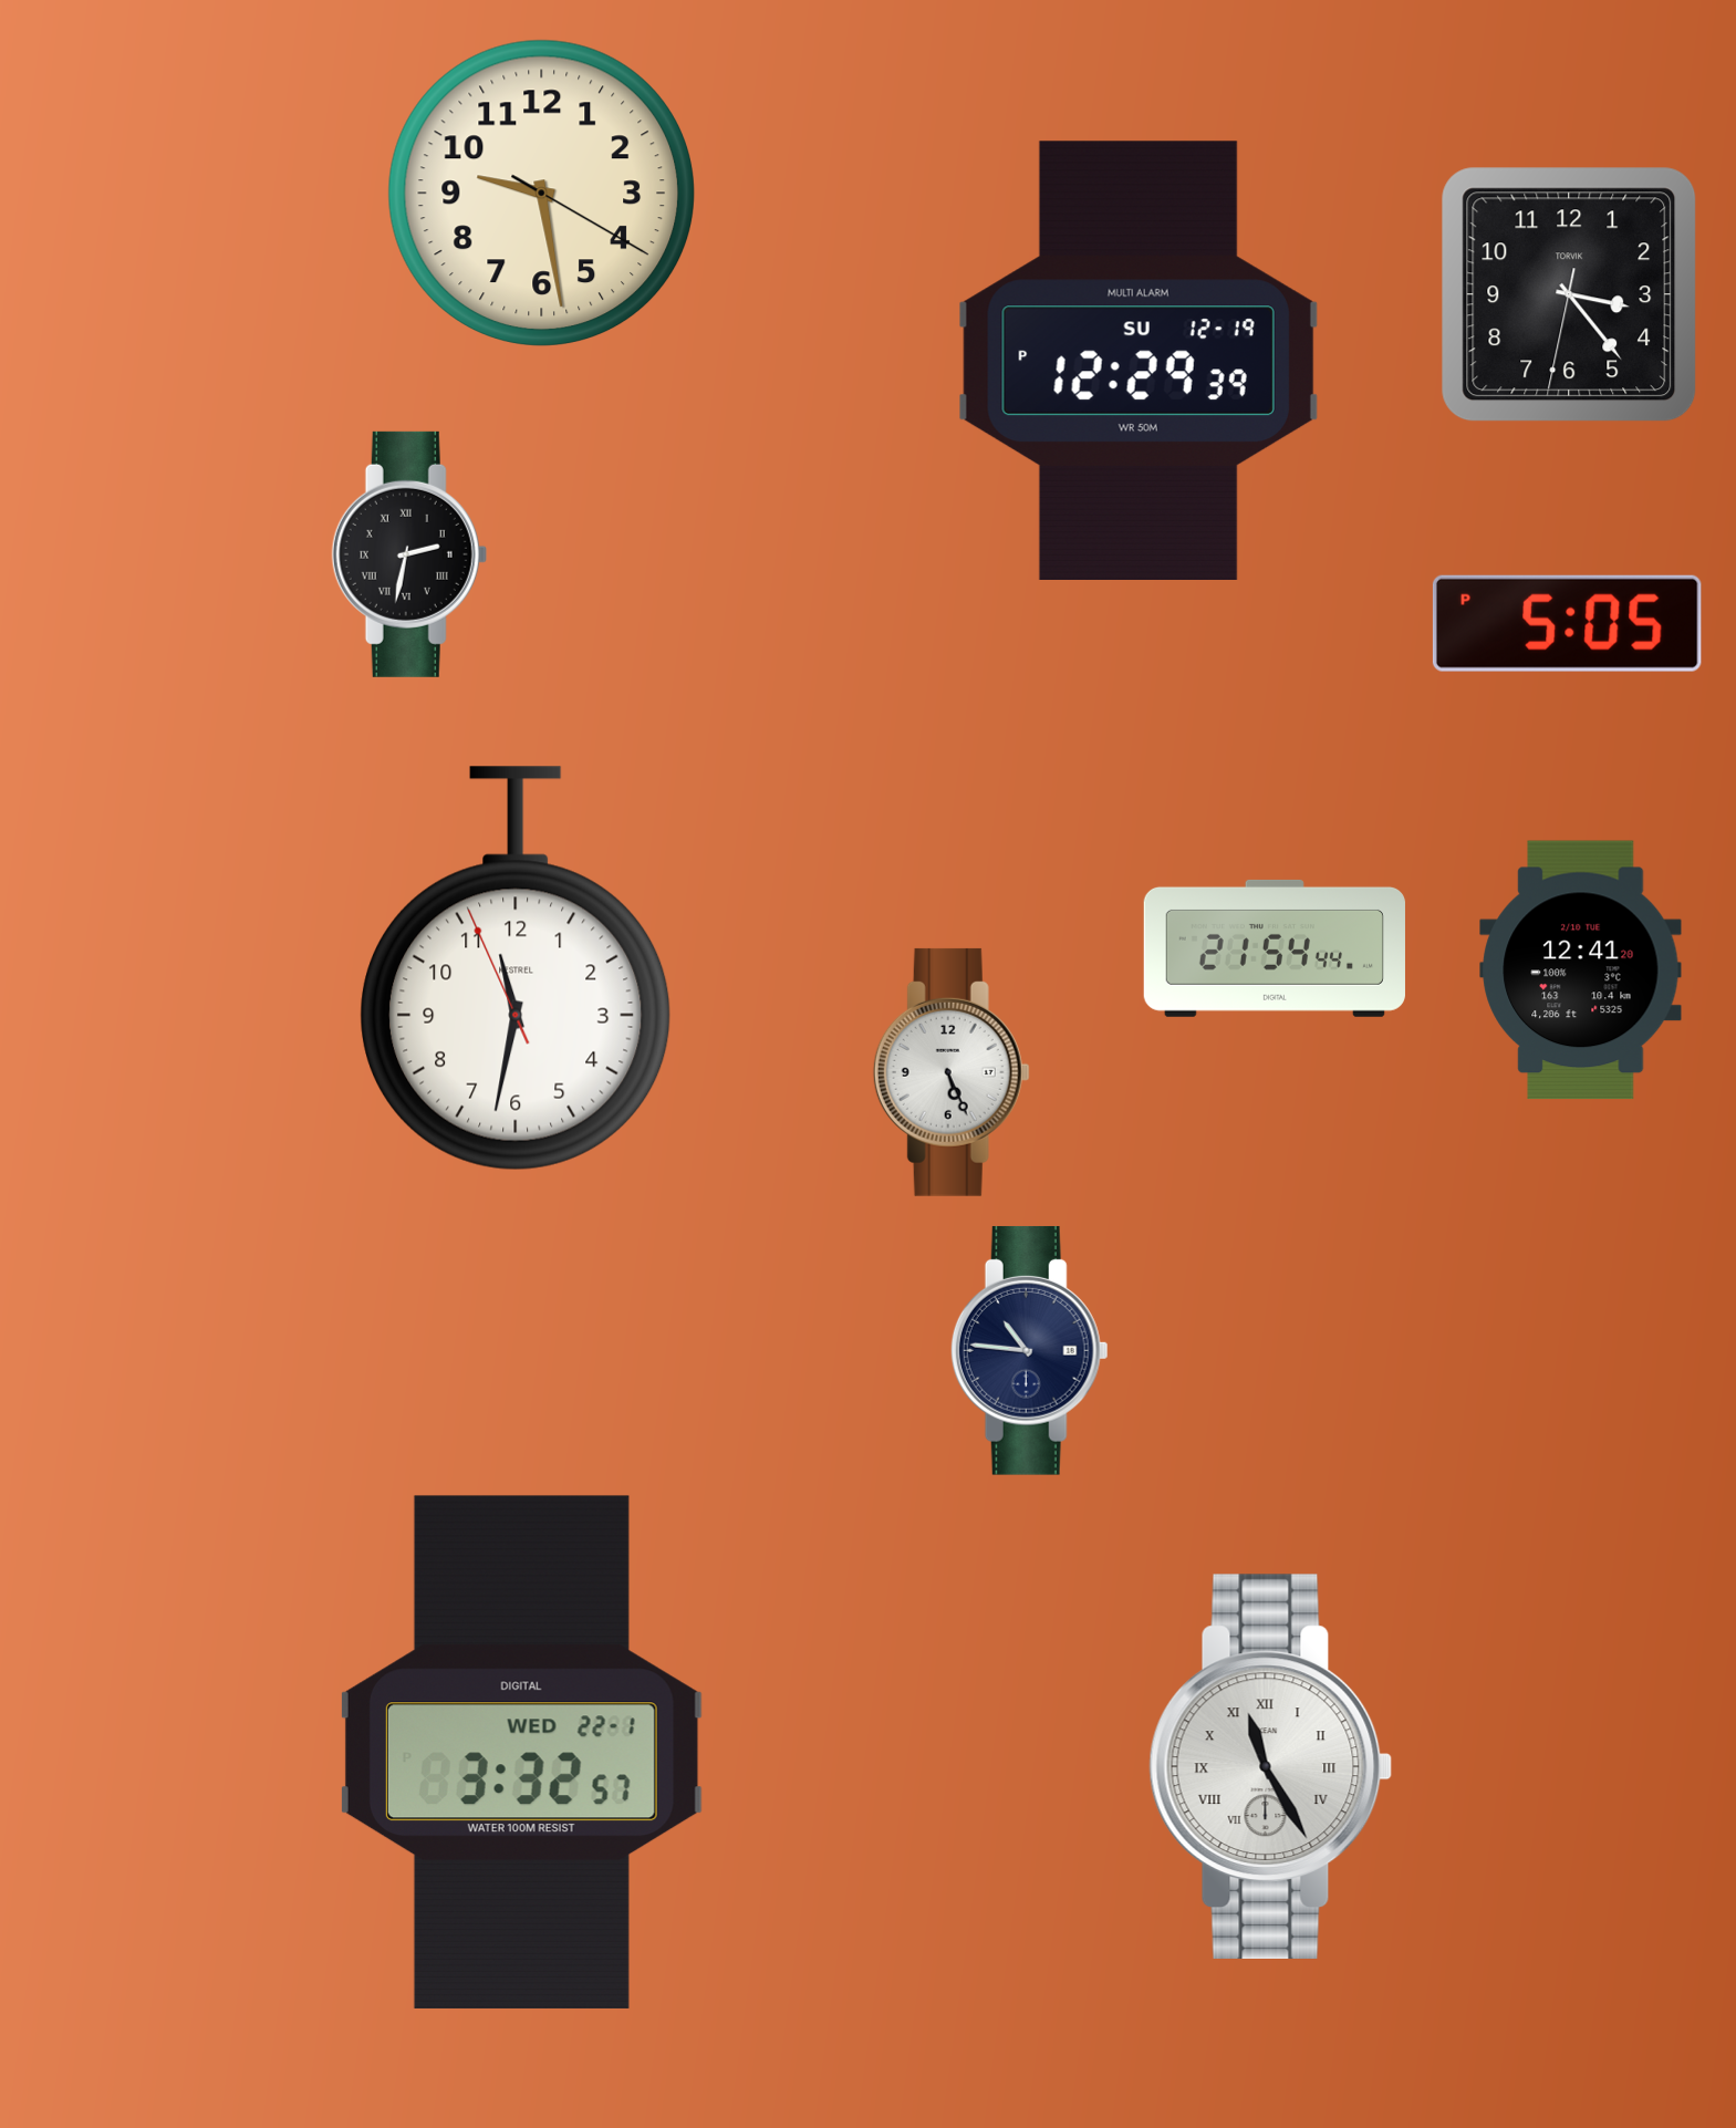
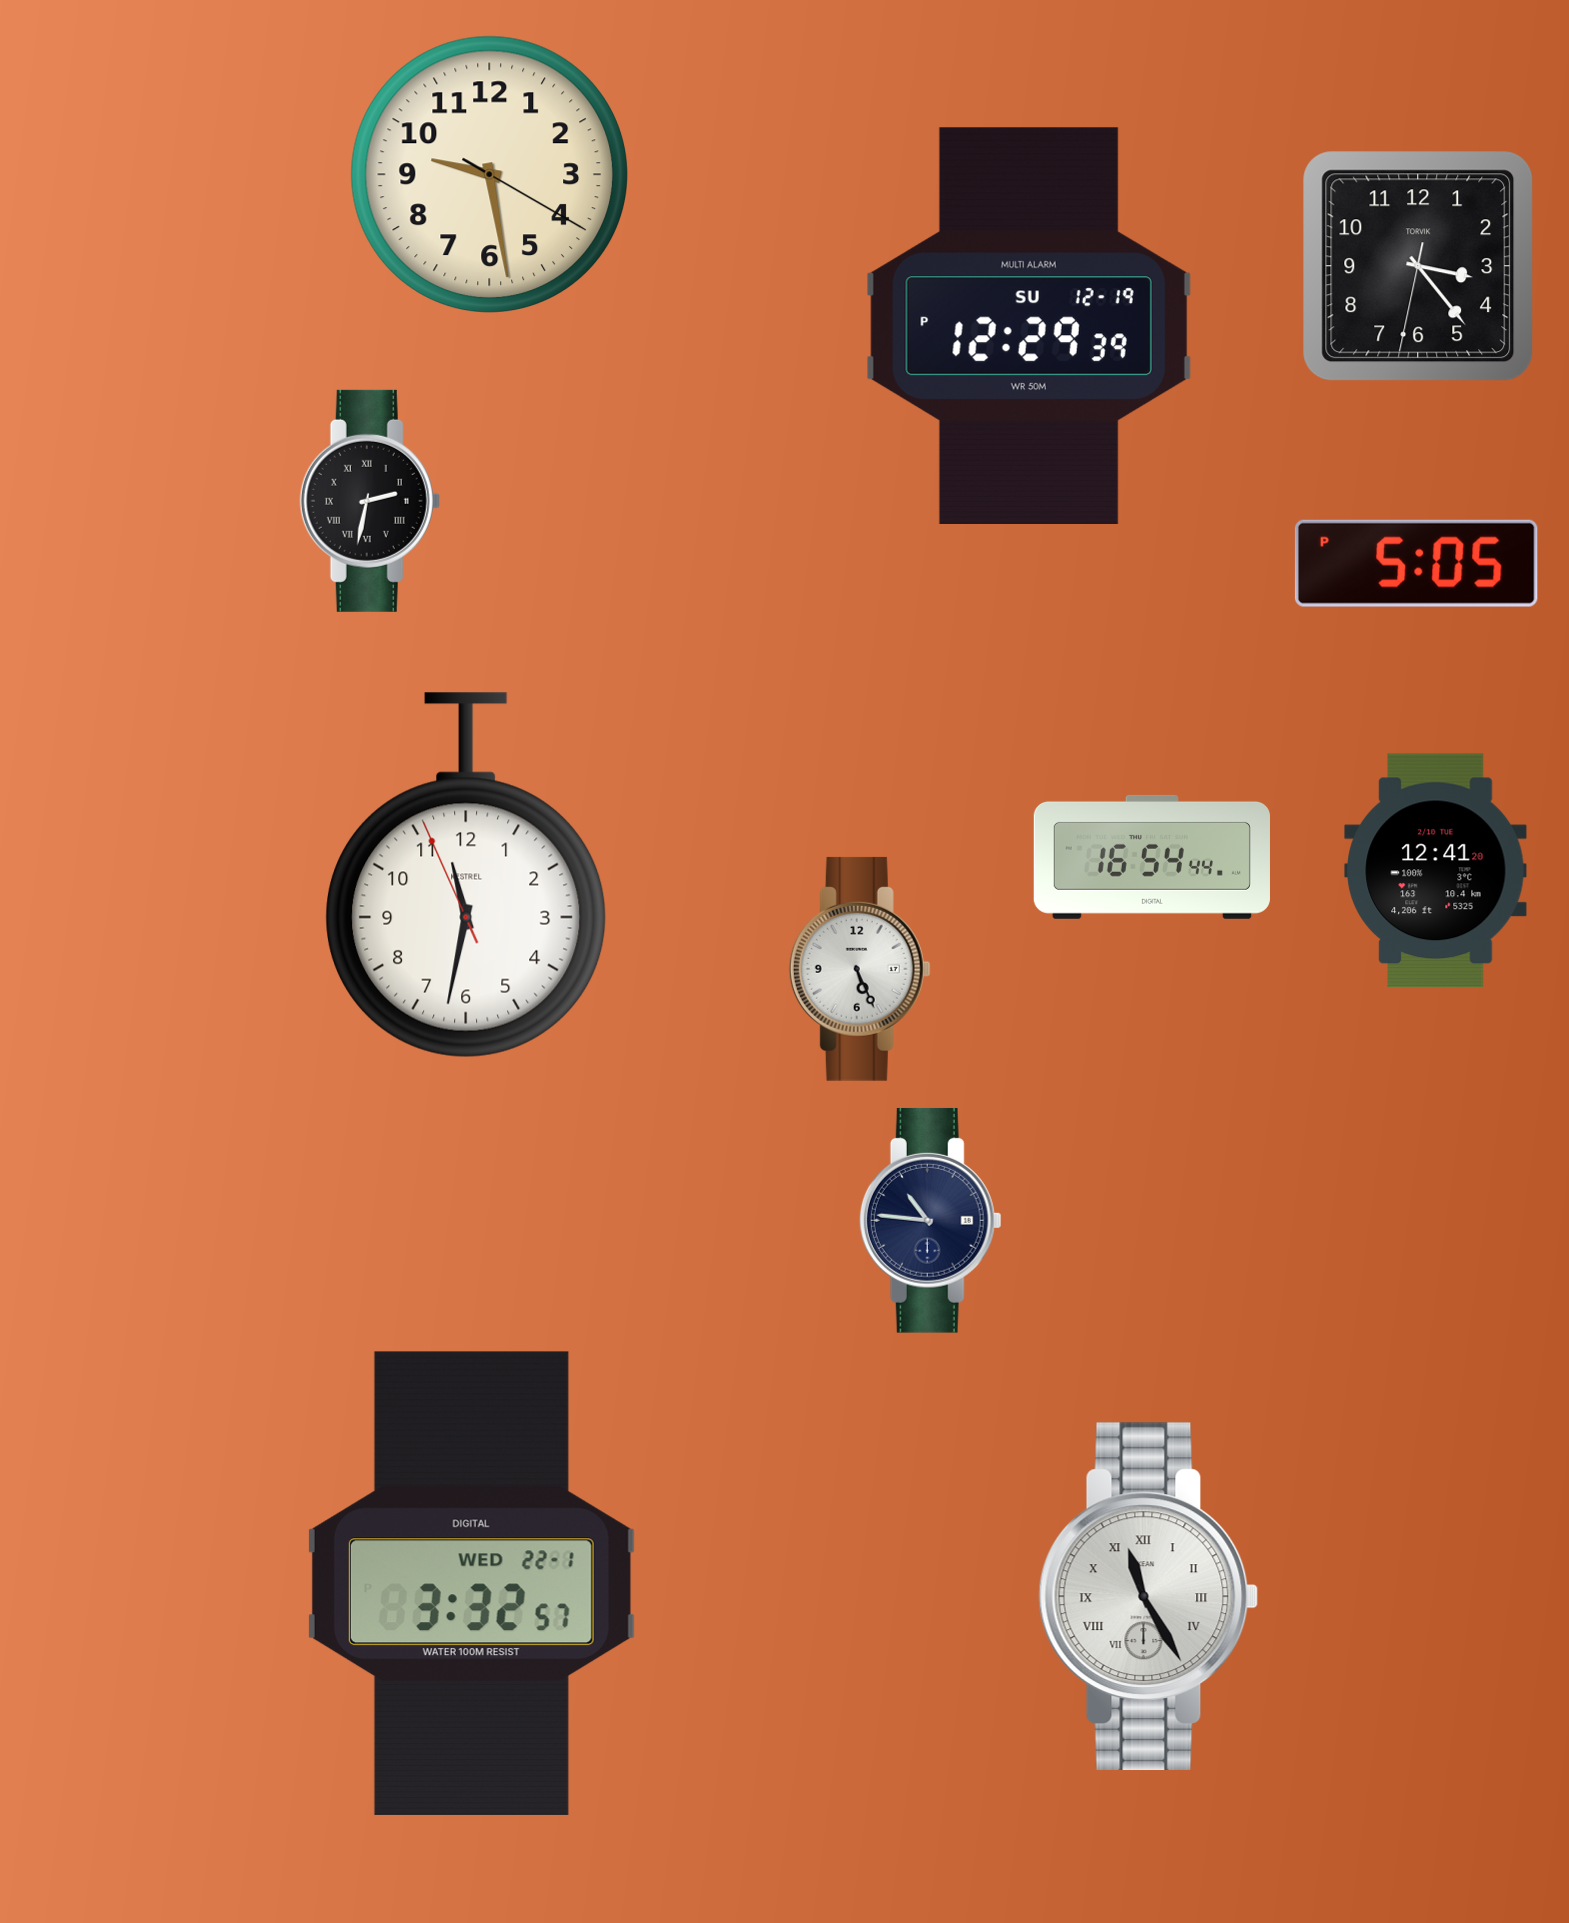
clock at (1275, 948): 21:54 -> 16:54
clock at (1581, 970) position: (1581, 970) -> (1436, 871)
